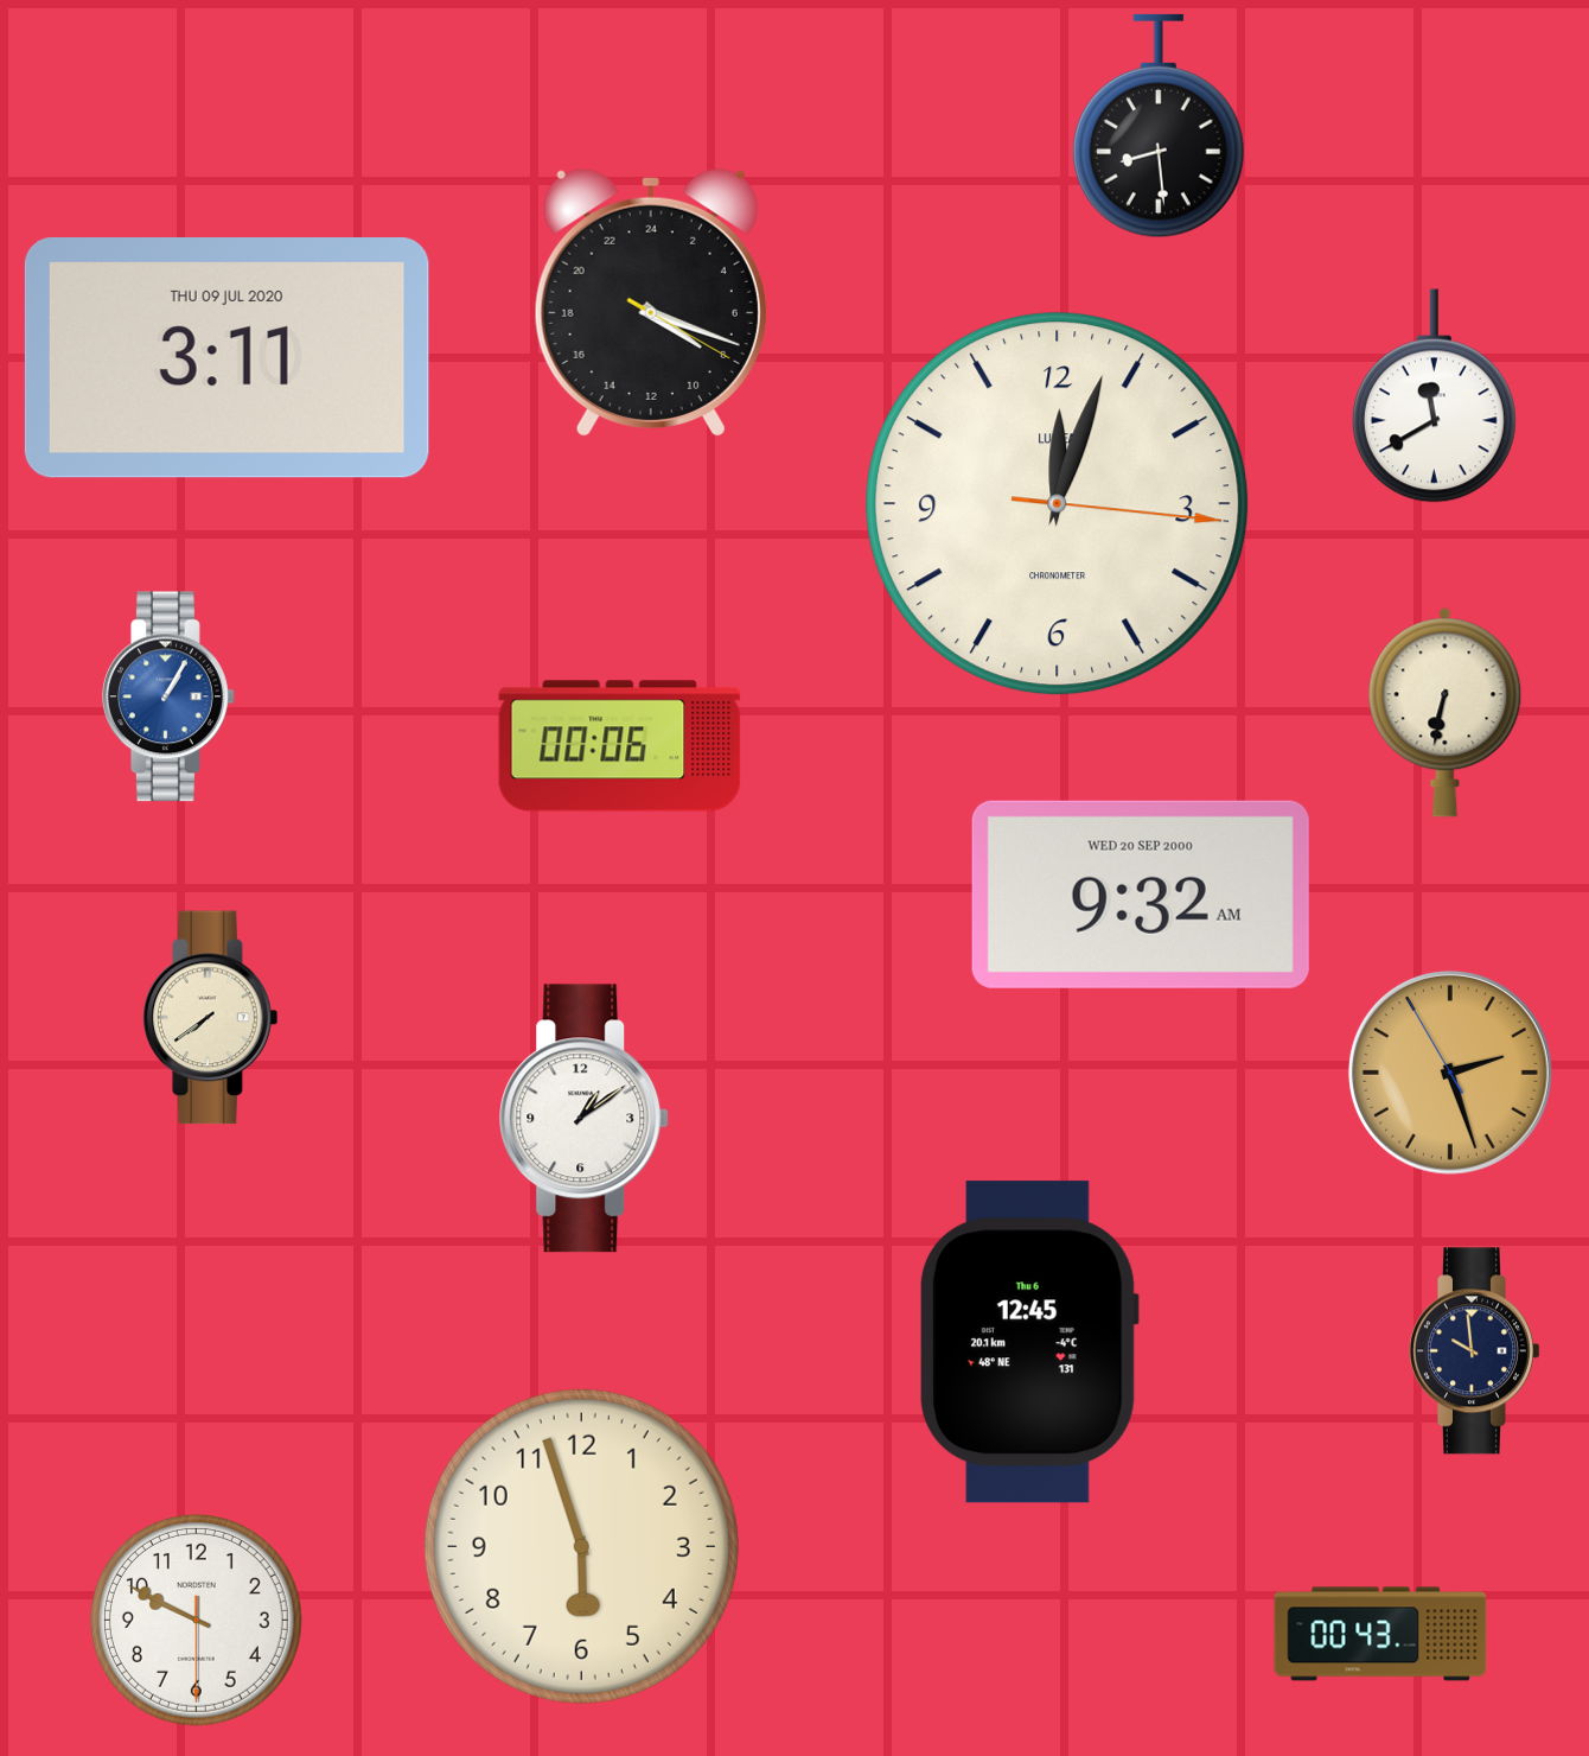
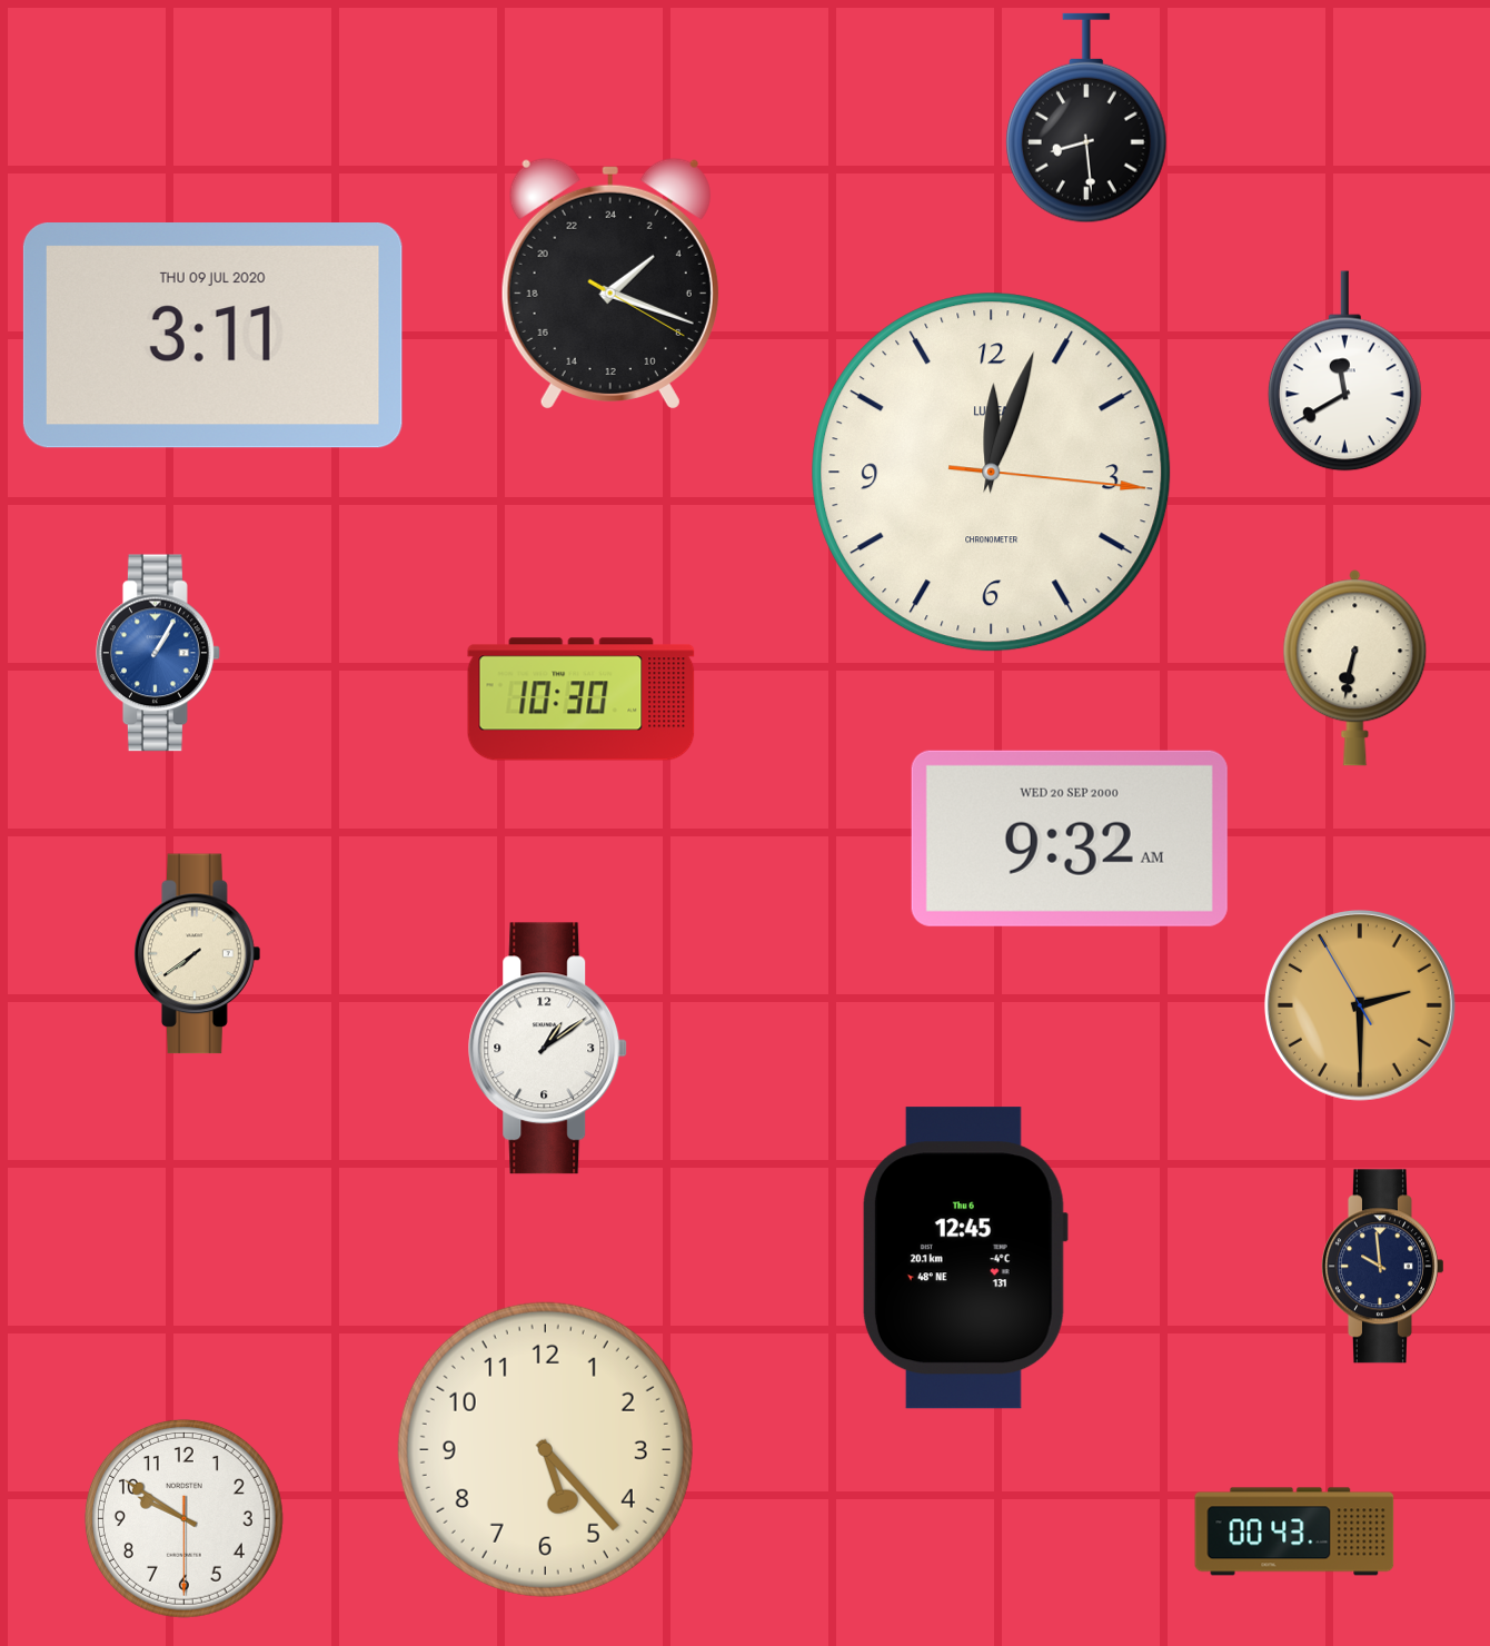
clock at (651, 301): 8:18 -> 3:18
clock at (620, 746): 00:06 -> 10:30
clock at (1450, 1073): 2:26 -> 2:29
clock at (581, 1546): 5:57 -> 5:23
clock at (196, 1620): 9:49 -> 9:50
